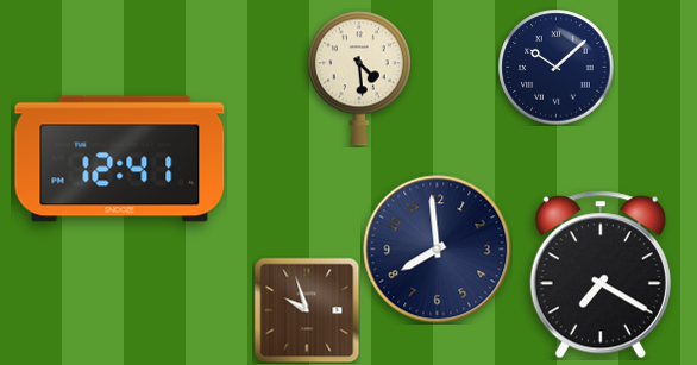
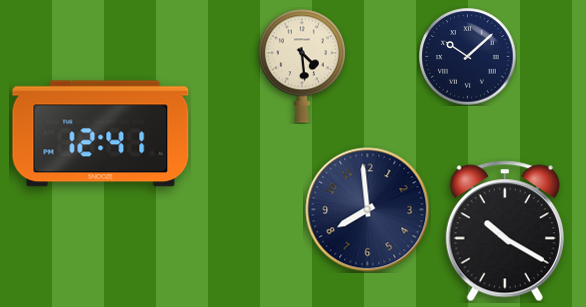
clock at (601, 275): 7:20 -> 10:20
clock at (307, 310): 9:57 -> none
